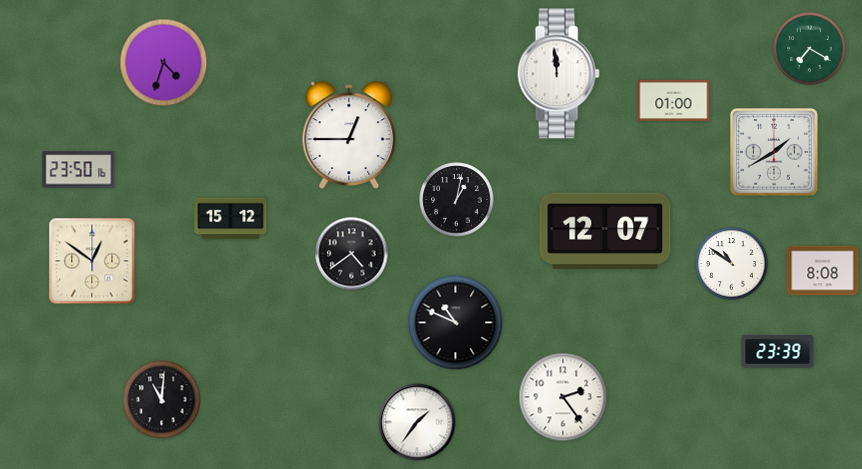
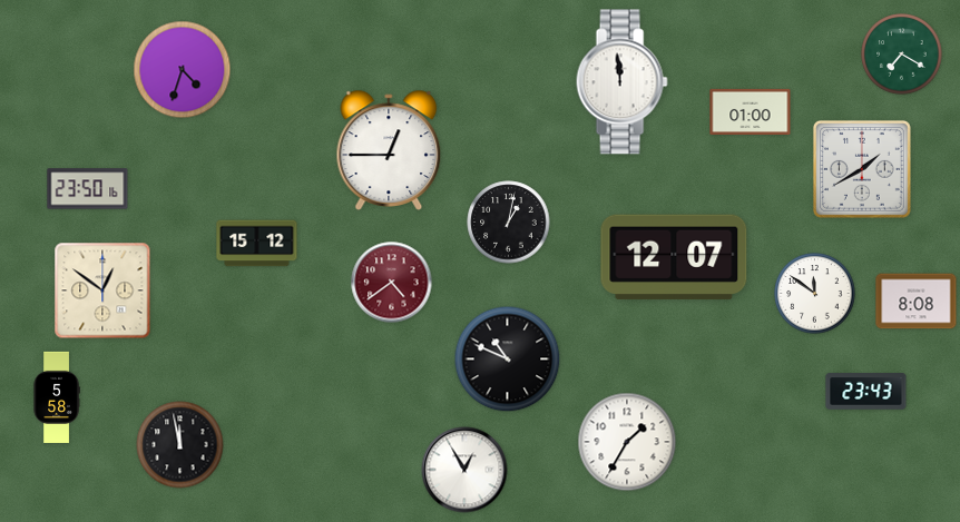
clock at (352, 254) dial: black -> burgundy
clock at (732, 264): 10:51 -> 11:51
clock at (778, 352): 23:39 -> 23:43
clock at (57, 397): none -> 5:58
clock at (563, 397): 2:24 -> 1:35
clock at (162, 400): 11:01 -> 11:58
clock at (417, 422): 1:36 -> 12:55
